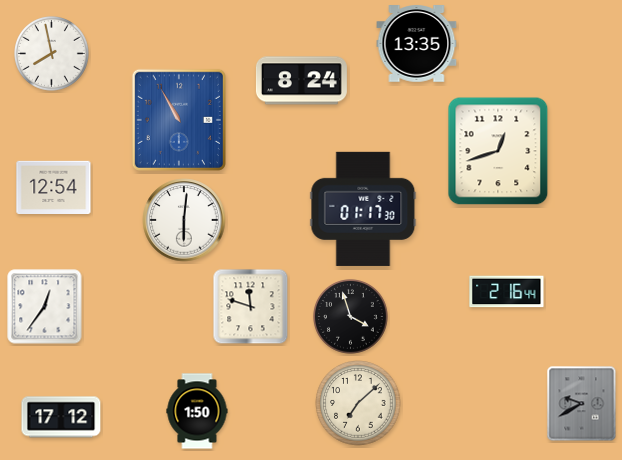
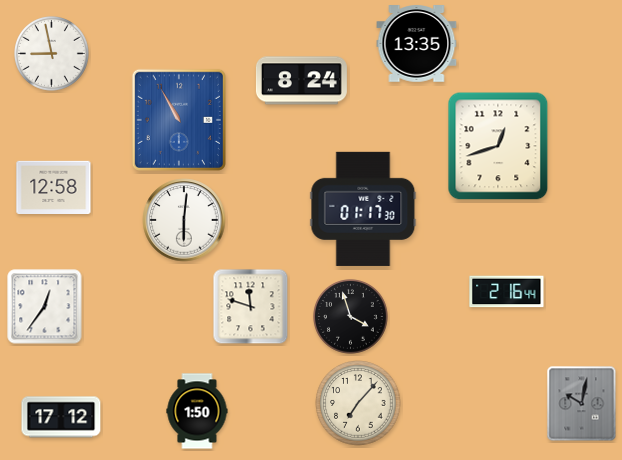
clock at (52, 54): 7:58 -> 8:58
clock at (498, 151) position: (498, 151) -> (498, 146)
clock at (54, 187): 12:54 -> 12:58
clock at (358, 403): 7:08 -> 7:07
clock at (582, 404): 9:40 -> 10:02
